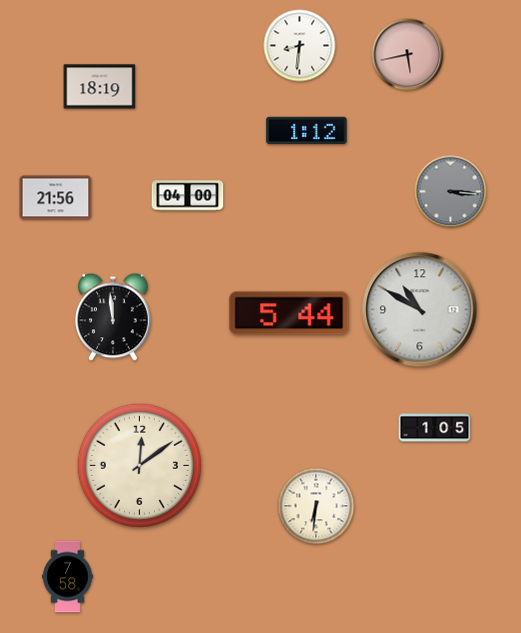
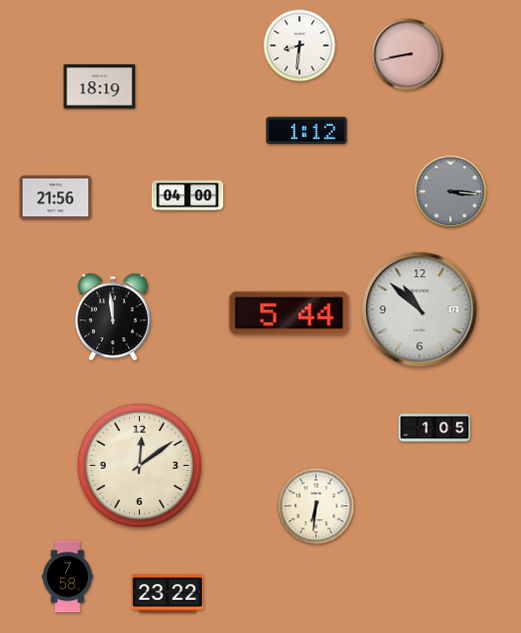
clock at (408, 55): 5:43 -> 8:43
clock at (420, 310): 10:50 -> 10:52
clock at (168, 594): none -> 23:22
